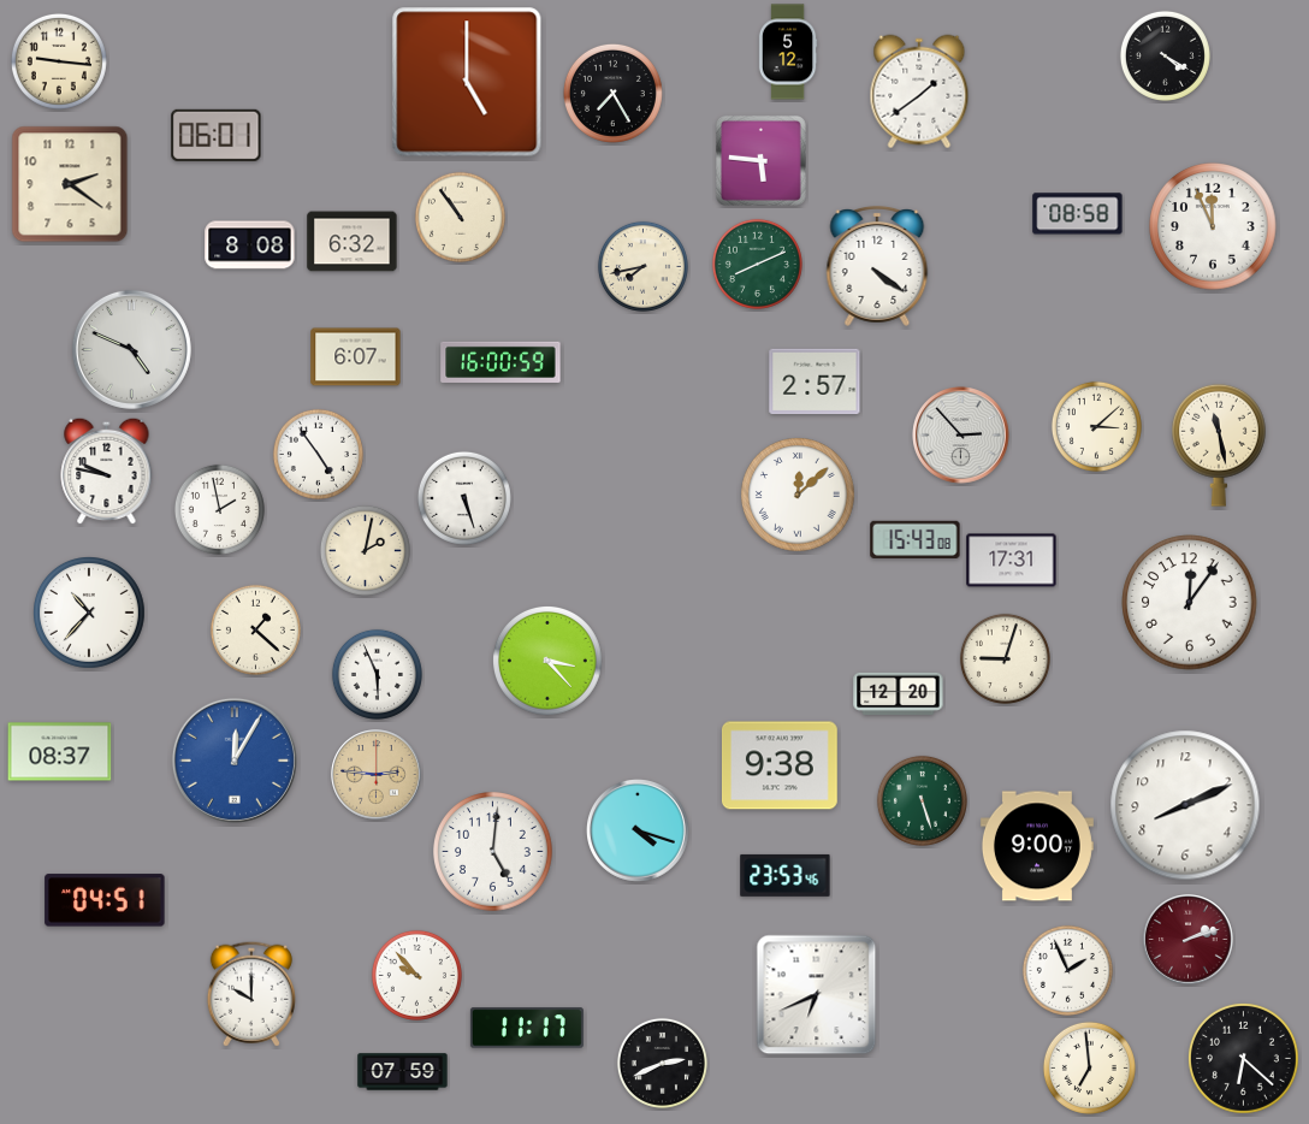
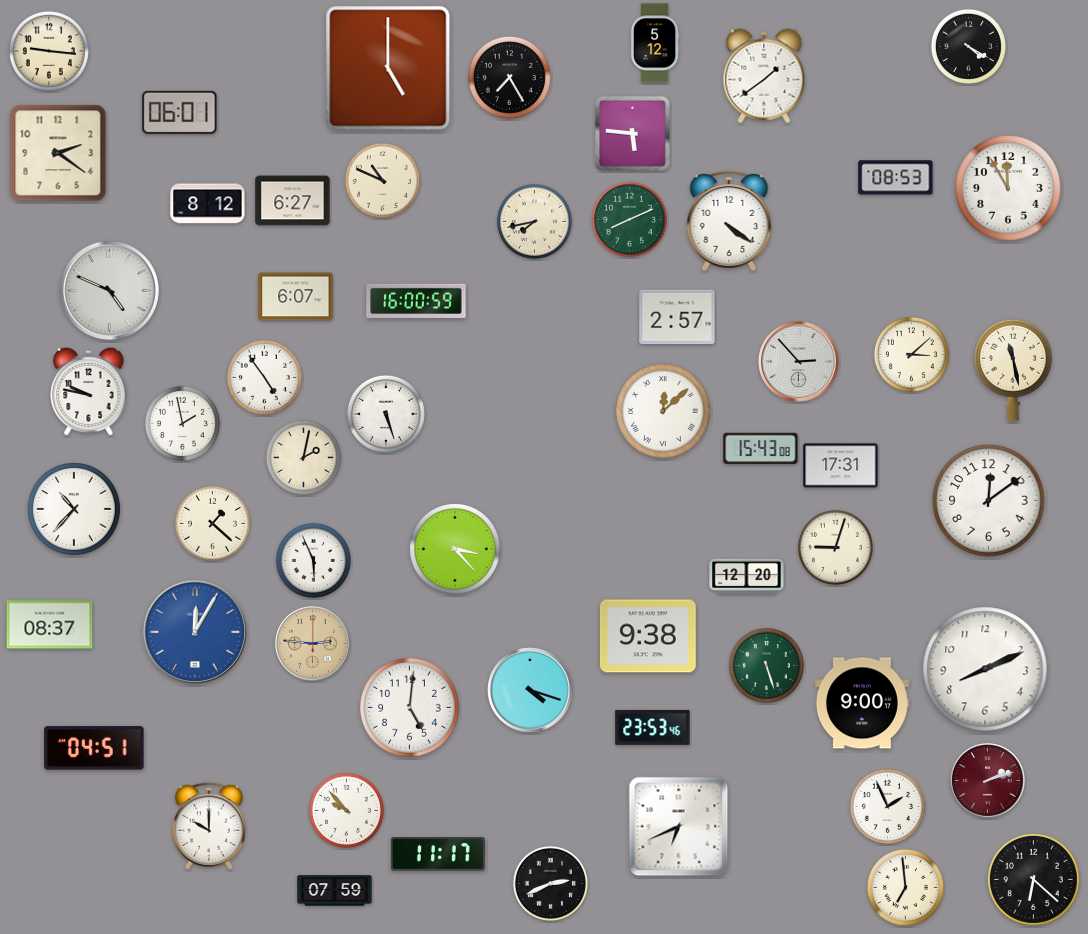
clock at (1078, 214): 08:58 -> 08:53
clock at (460, 217): 10:54 -> 10:49
clock at (1213, 226): 11:56 -> 11:55
clock at (353, 242): 6:32 -> 6:27
clock at (250, 245): 8:08 -> 8:12
clock at (1190, 603): 12:06 -> 12:09
clock at (105, 900) position: (105, 900) -> (94, 748)
